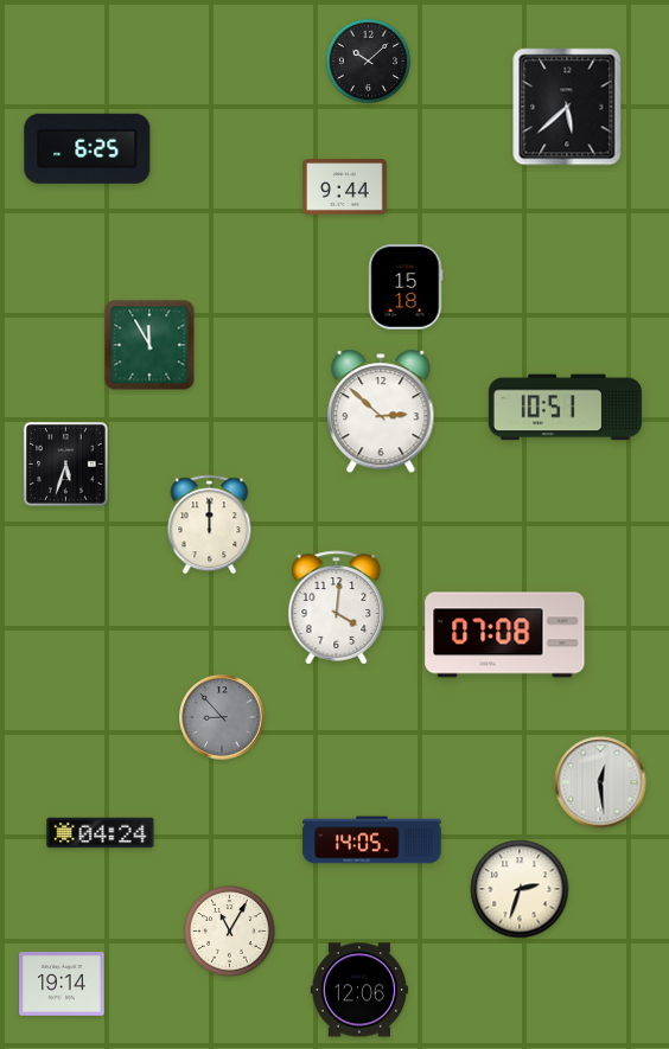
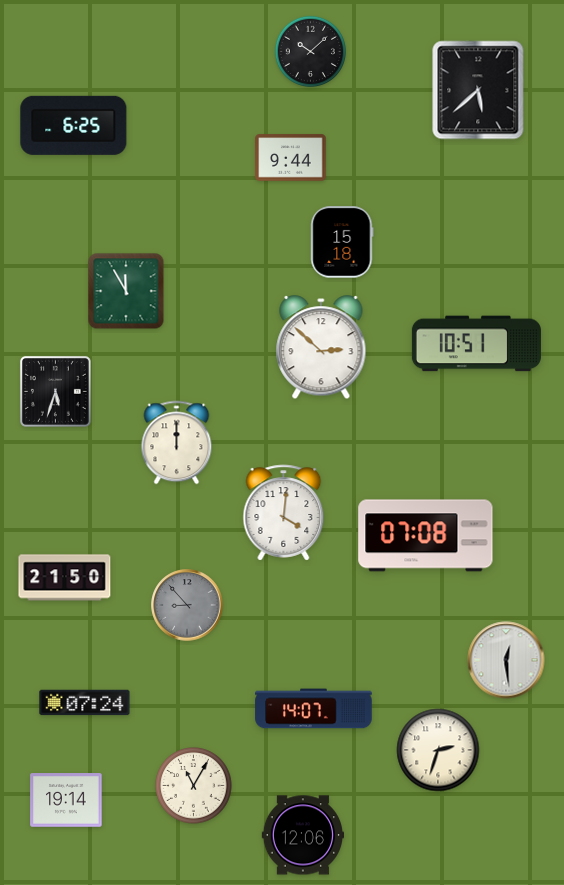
clock at (65, 578): none -> 21:50
clock at (101, 833): 04:24 -> 07:24
clock at (372, 840): 14:05 -> 14:07
clock at (62, 984) position: (62, 984) -> (66, 800)
